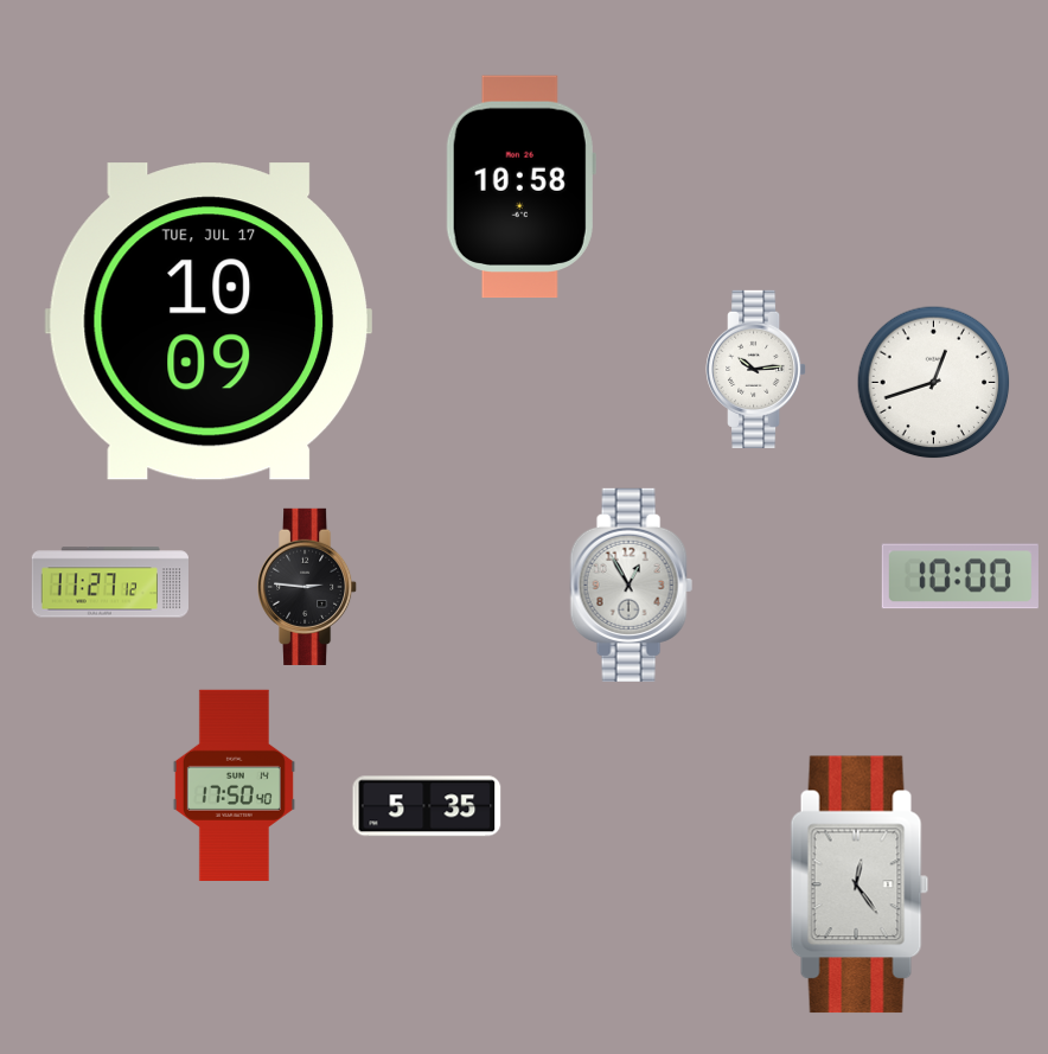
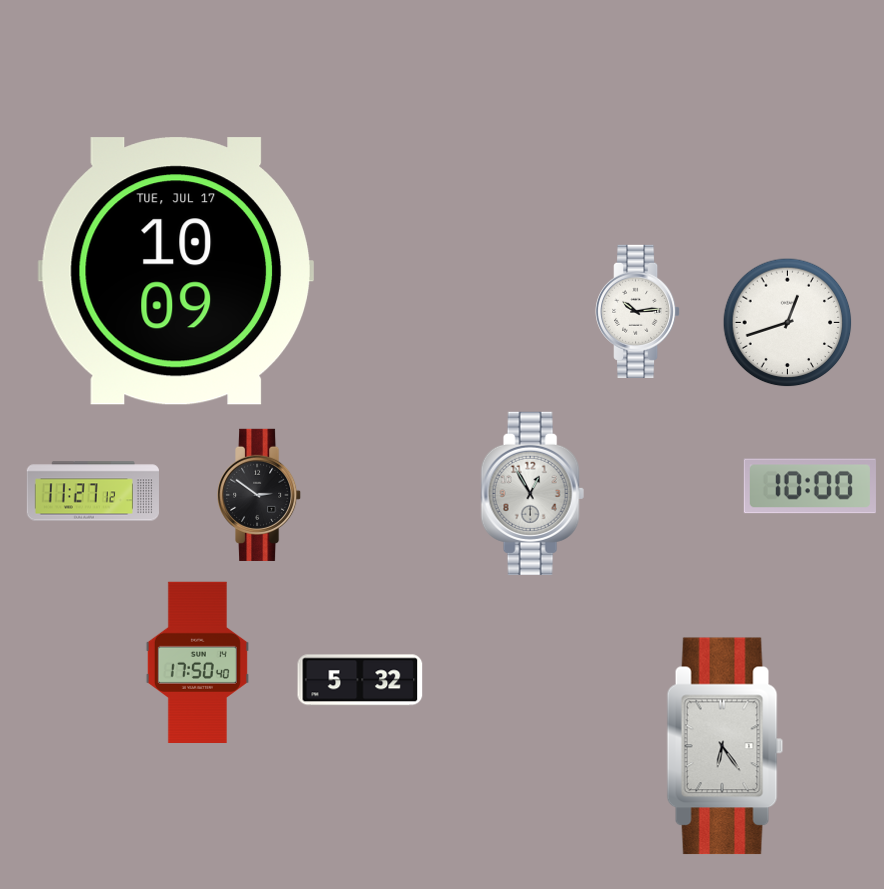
clock at (520, 187): 10:58 -> none
clock at (308, 587): 2:46 -> 2:51
clock at (427, 806): 5:35 -> 5:32
clock at (860, 884): 12:24 -> 6:24
